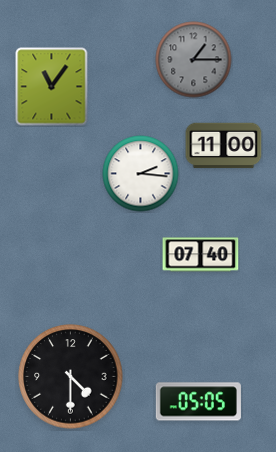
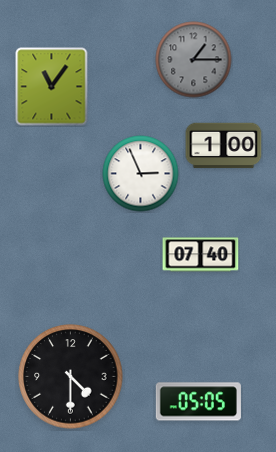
clock at (224, 146): 11:00 -> 1:00
clock at (141, 174): 2:16 -> 2:56
